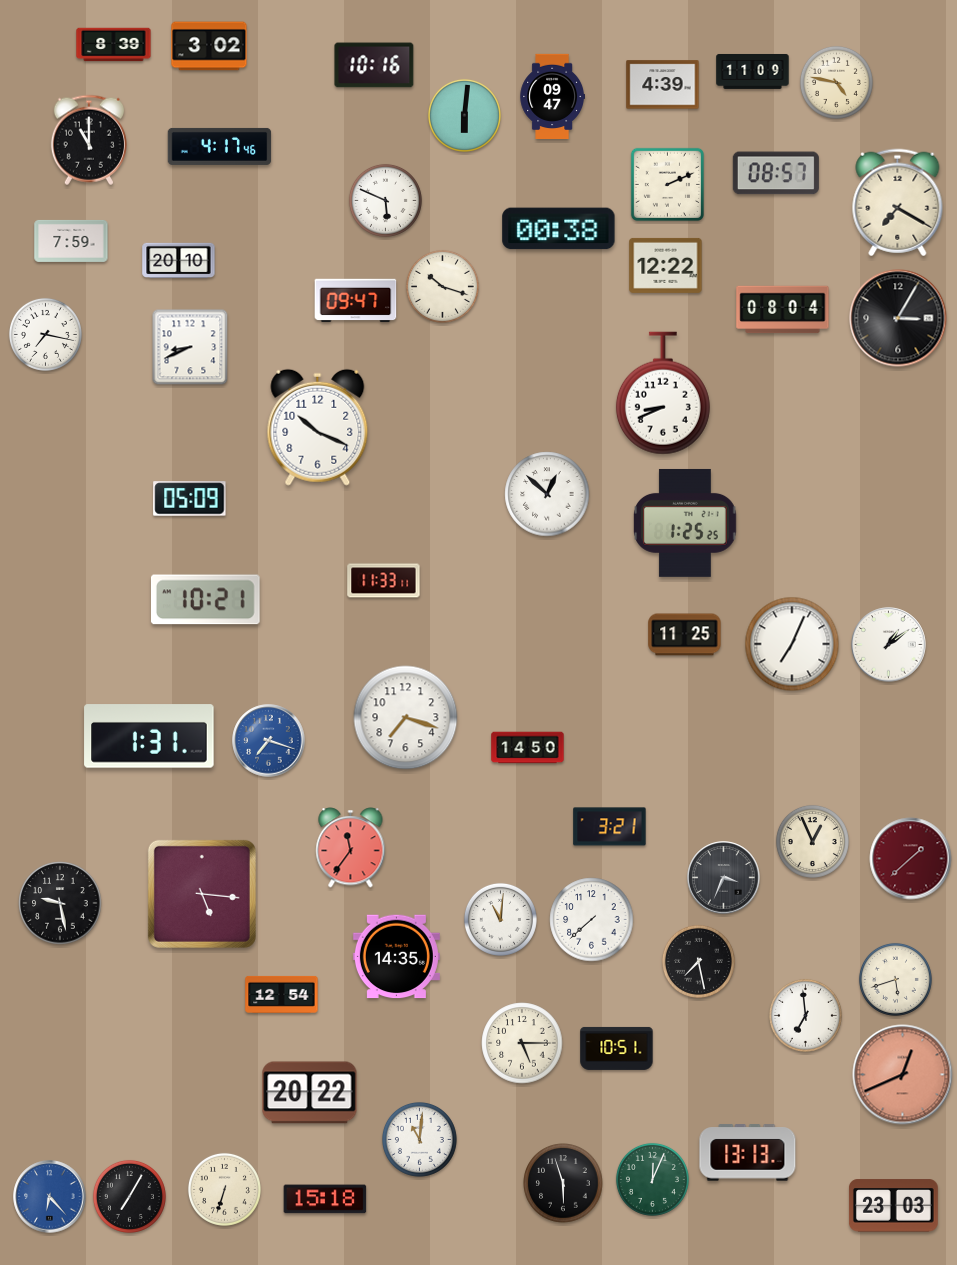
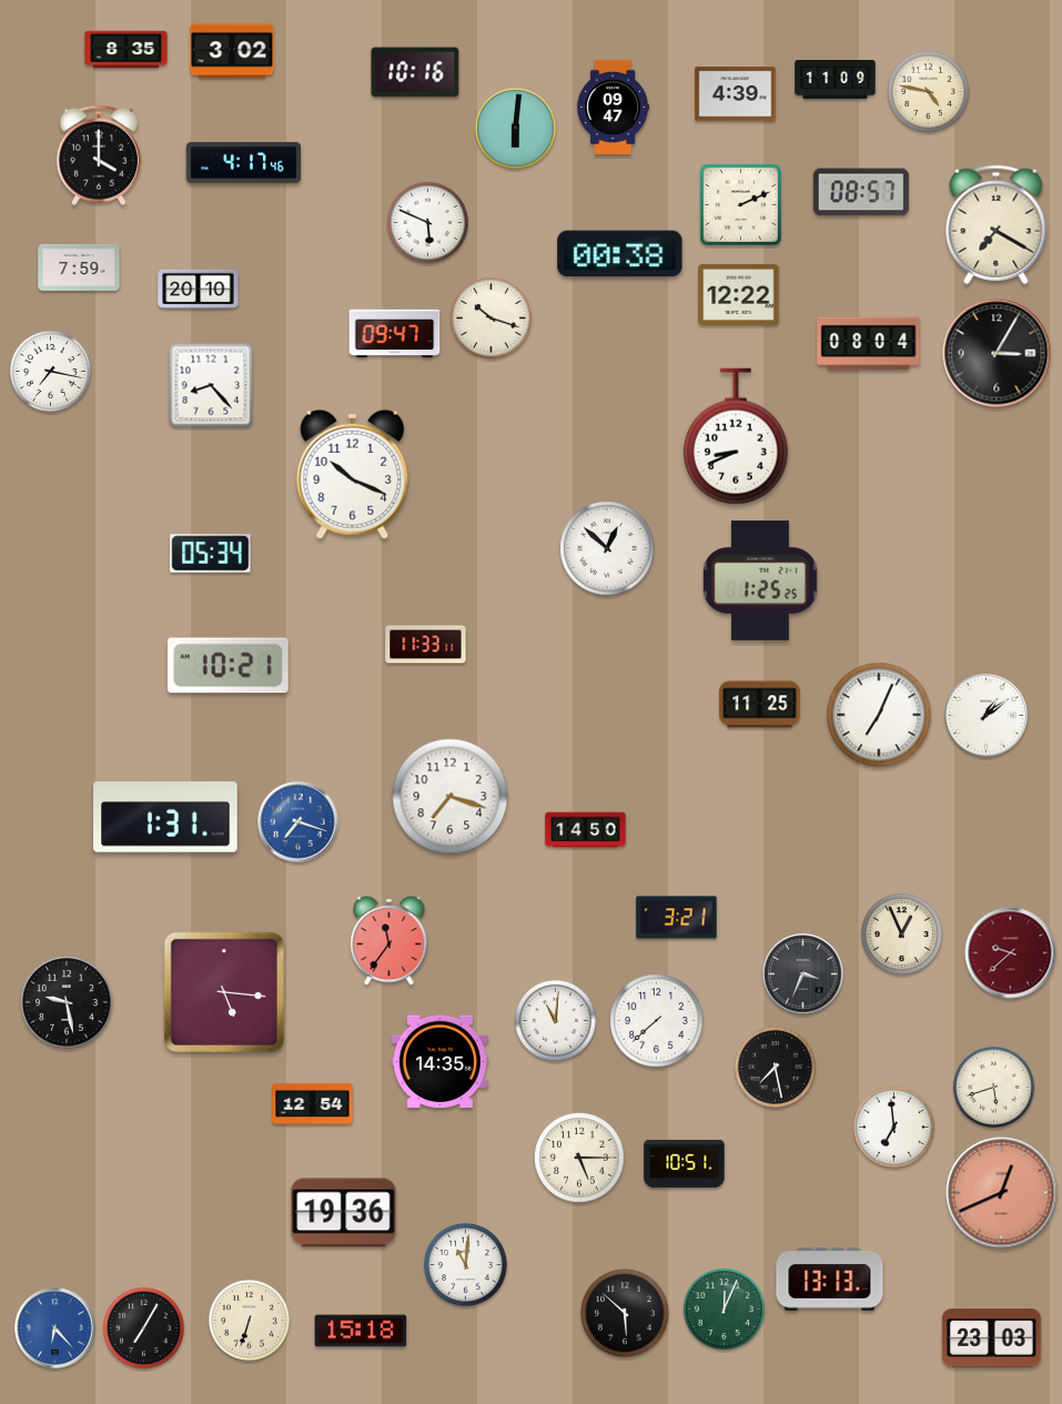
clock at (114, 45): 8:39 -> 8:35
clock at (89, 140): 11:00 -> 4:00
clock at (190, 347): 8:41 -> 8:23
clock at (190, 499): 05:09 -> 05:34
clock at (911, 859): 1:38 -> 9:38
clock at (310, 1093): 20:22 -> 19:36
clock at (563, 1183): 5:57 -> 5:52
